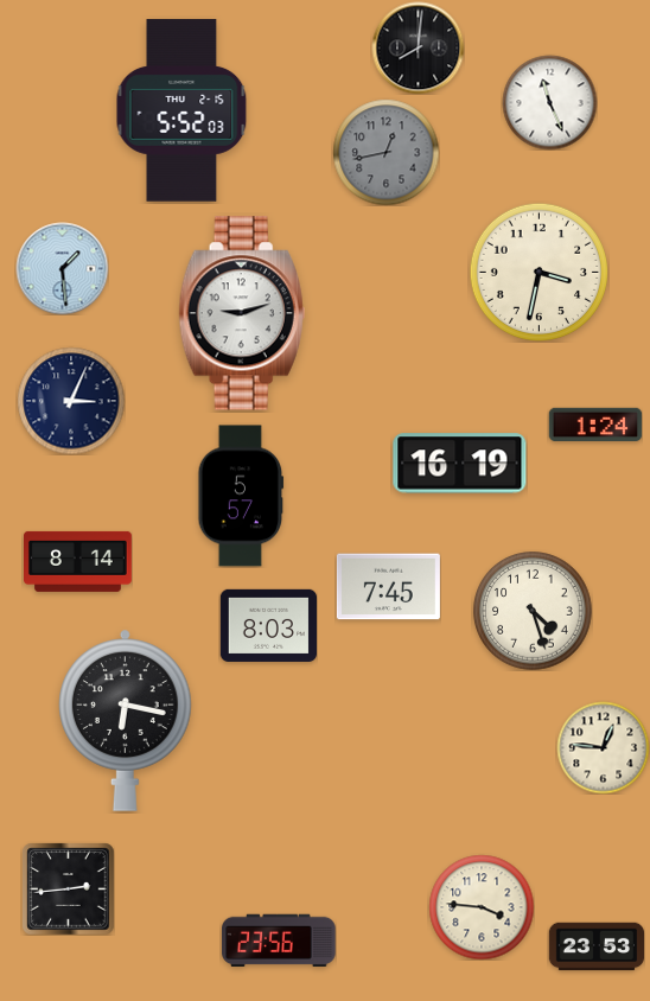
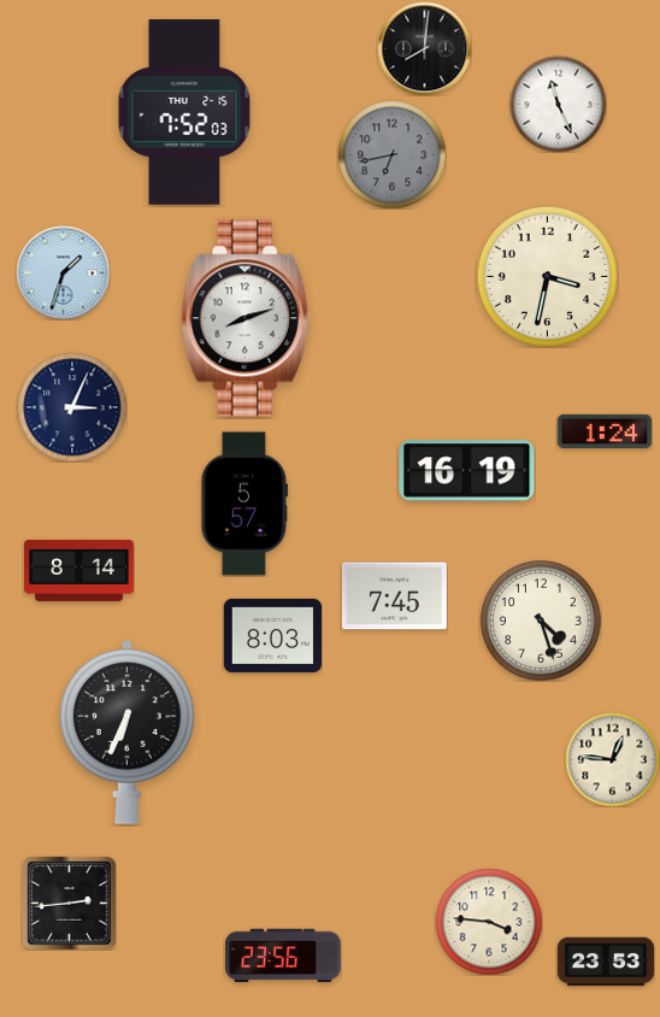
clock at (181, 110): 5:52 -> 7:52
clock at (385, 152): 12:43 -> 6:43
clock at (62, 268): 1:29 -> 1:33
clock at (242, 313): 9:12 -> 8:12
clock at (126, 720): 6:17 -> 6:34
